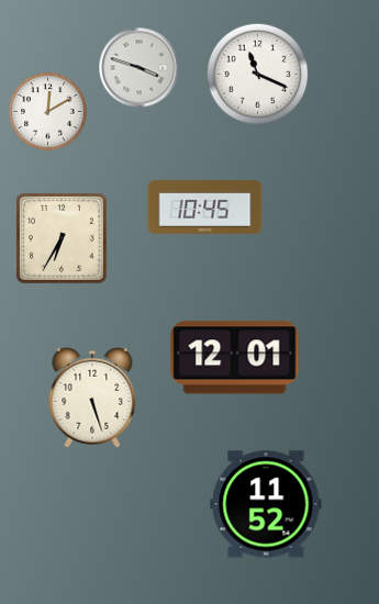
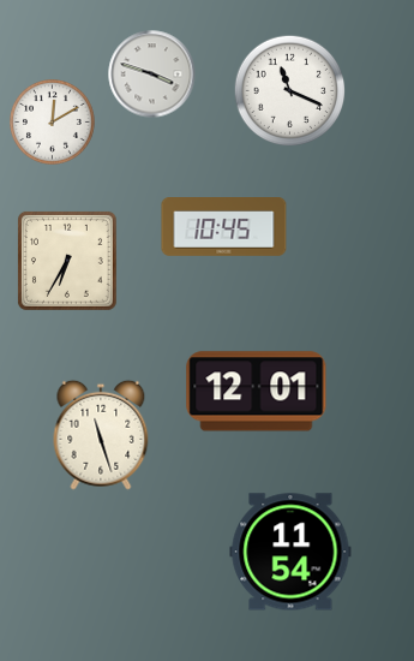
clock at (258, 75) position: (258, 75) -> (290, 91)
clock at (92, 398): 5:27 -> 11:27
clock at (266, 504): 11:52 -> 11:54
